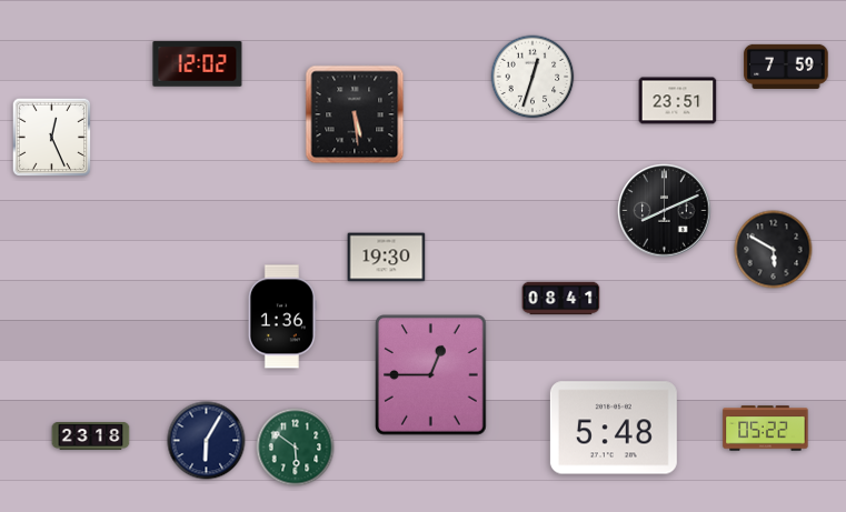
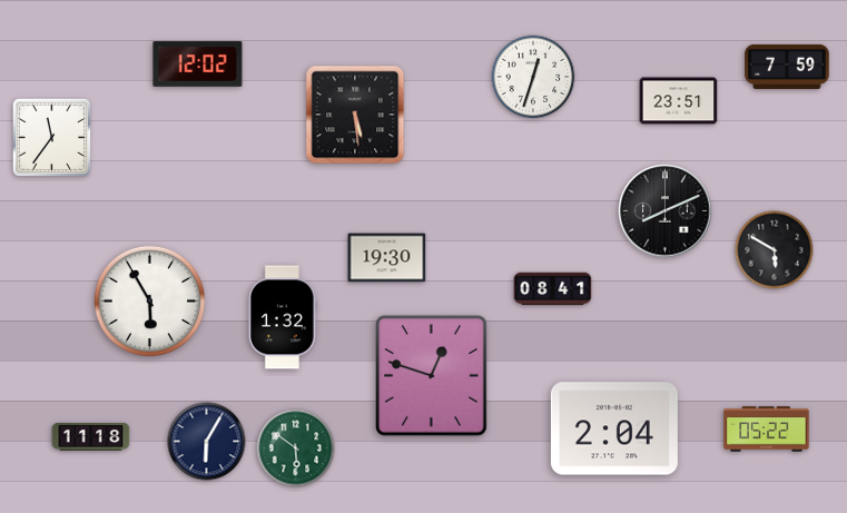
clock at (51, 137): 12:26 -> 11:36
clock at (561, 299) position: (561, 299) -> (553, 289)
clock at (150, 302): none -> 5:55
clock at (282, 317): 1:36 -> 1:32
clock at (431, 375): 12:45 -> 12:48
clock at (614, 428): 5:48 -> 2:04
clock at (91, 436): 23:18 -> 11:18
